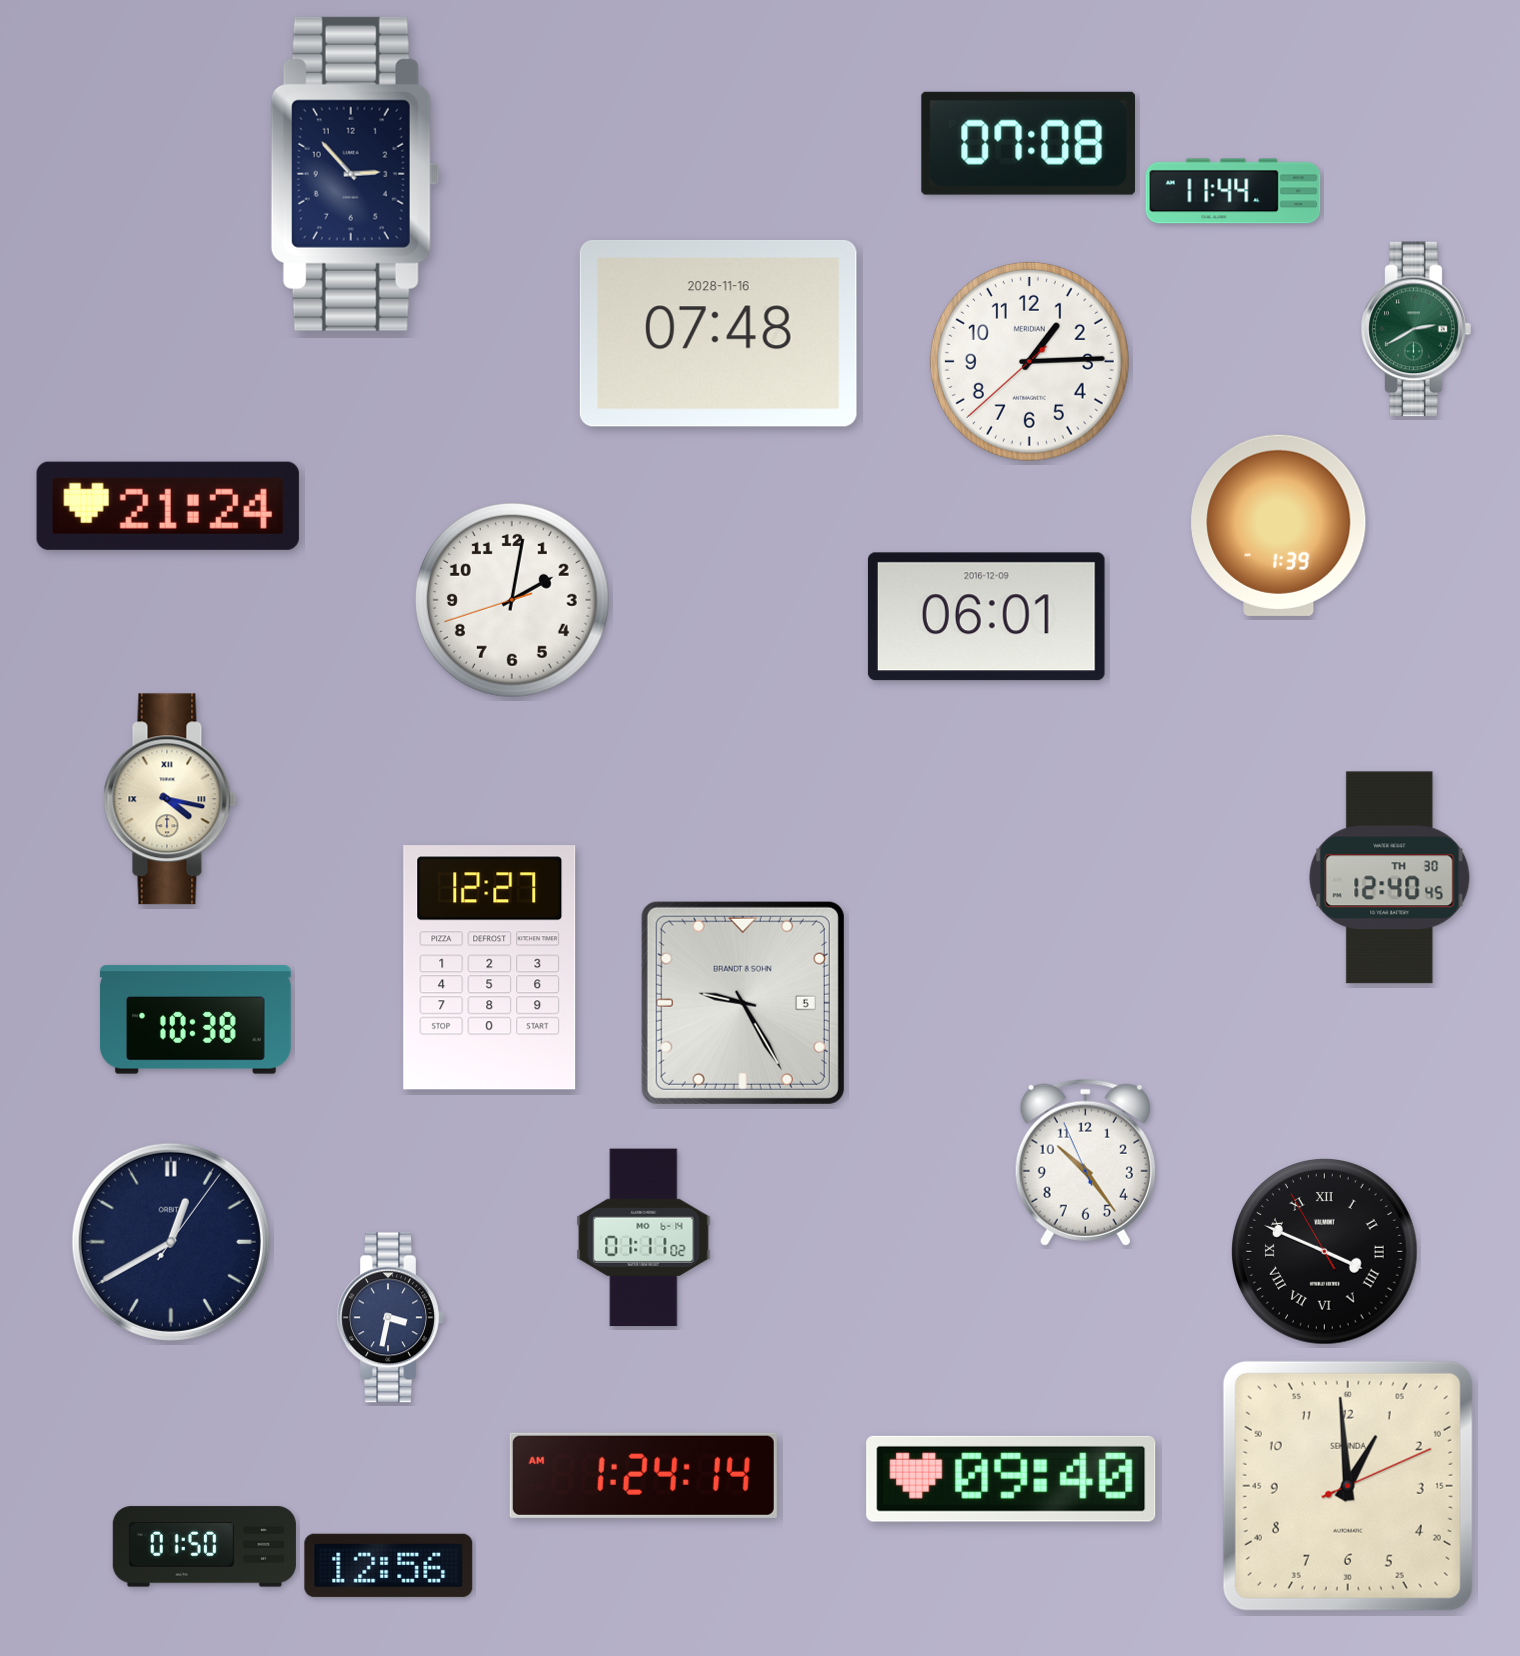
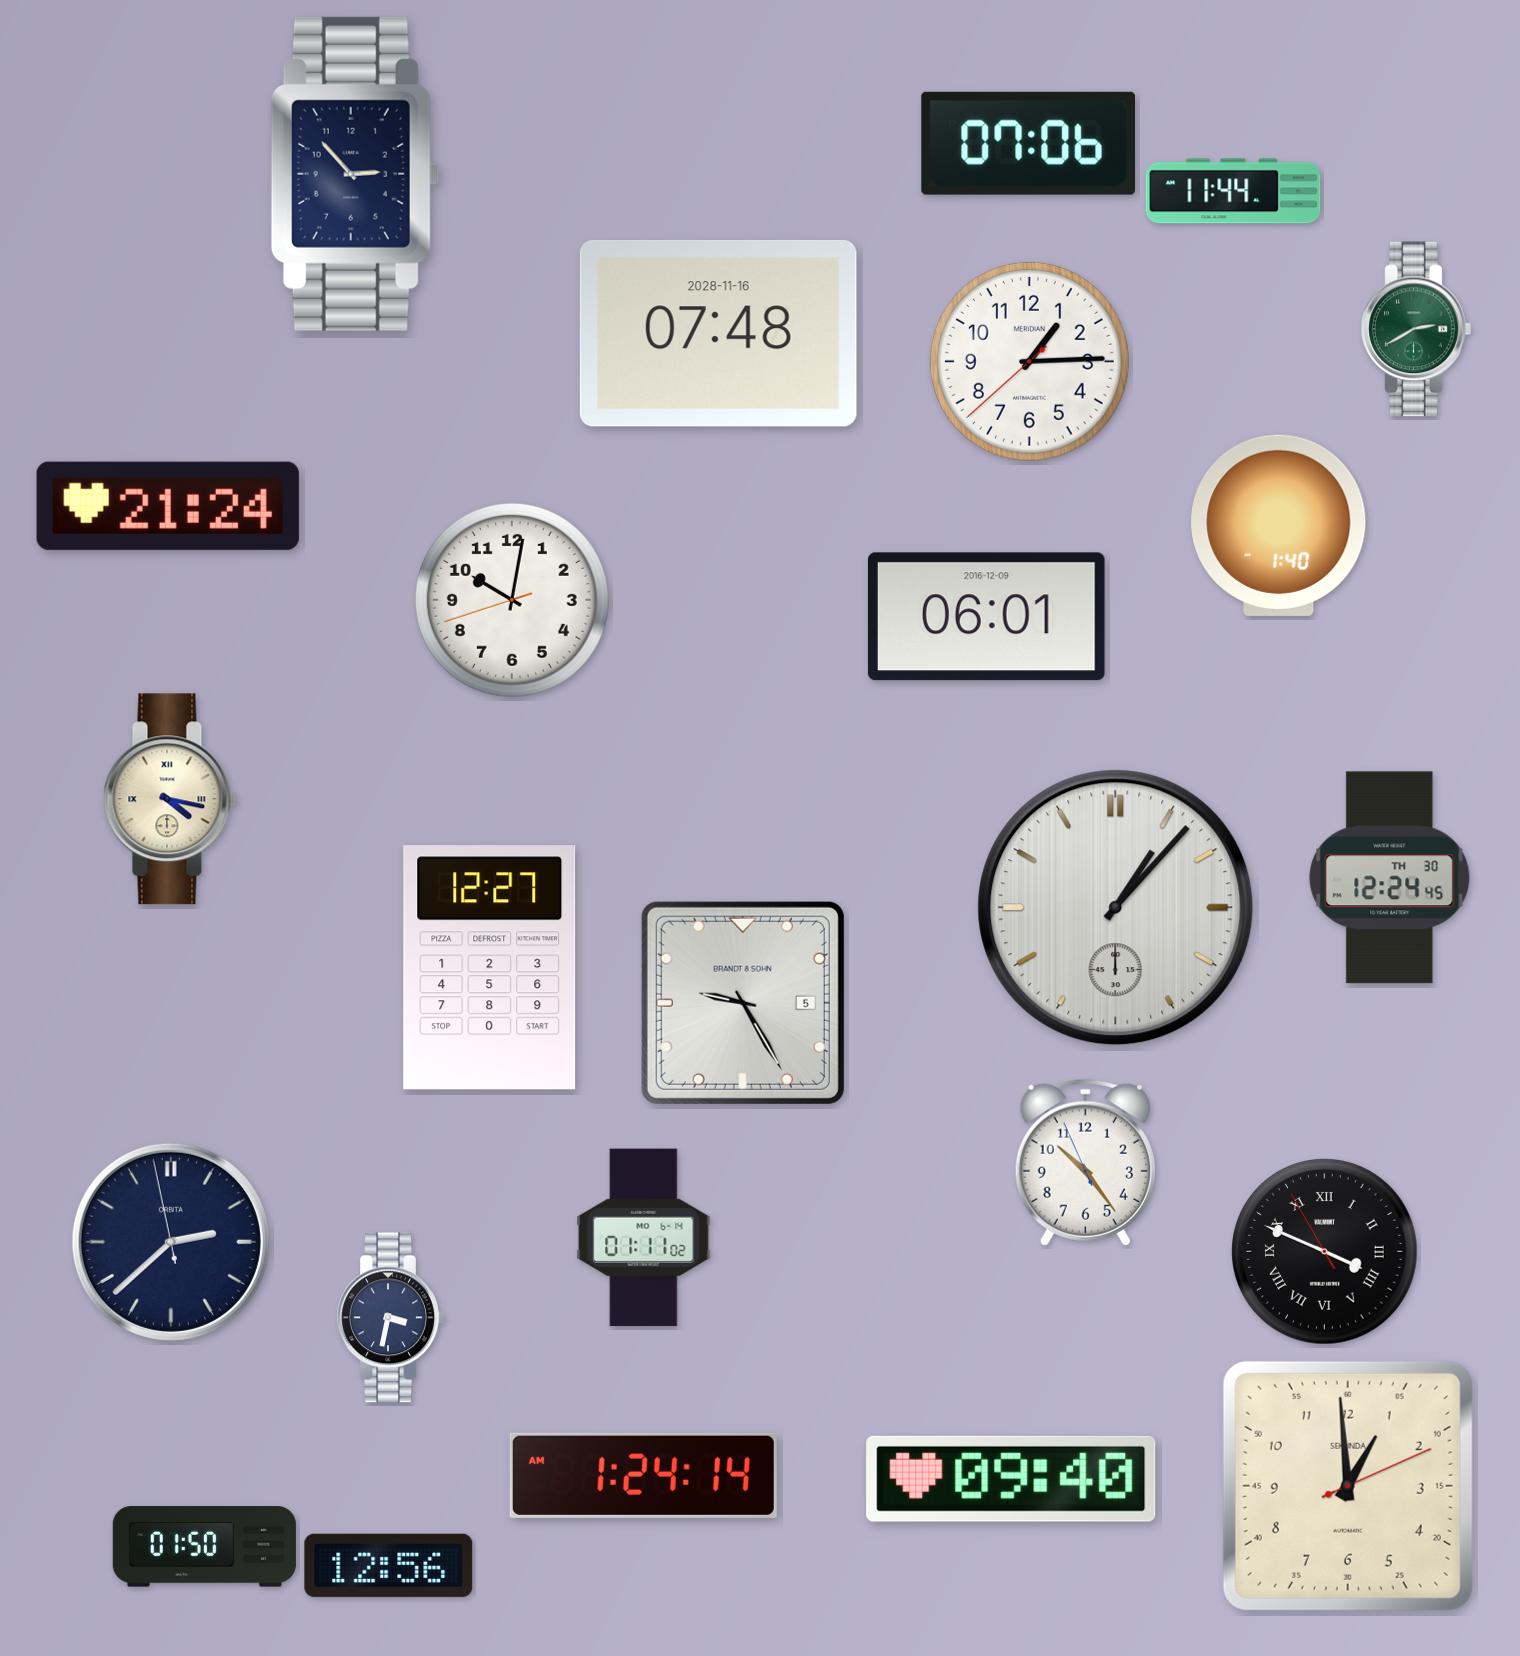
clock at (1028, 143): 07:08 -> 07:06
clock at (1279, 525): 1:39 -> 1:40
clock at (512, 600): 2:01 -> 10:01
clock at (1390, 878): 12:40 -> 12:24
clock at (1116, 908): none -> 1:07
clock at (195, 1020): 10:38 -> none
clock at (171, 1242): 12:40 -> 2:37
